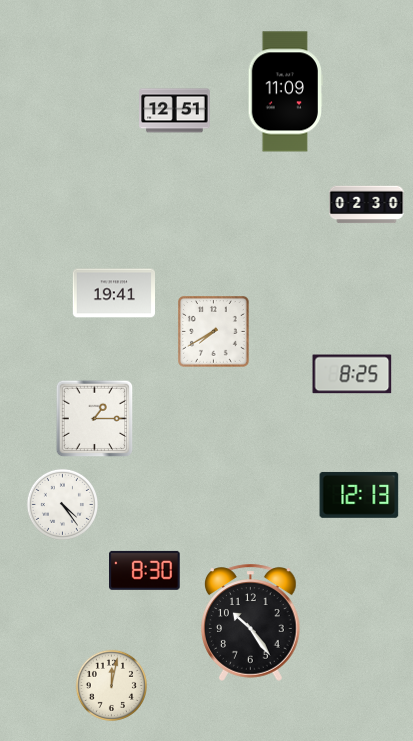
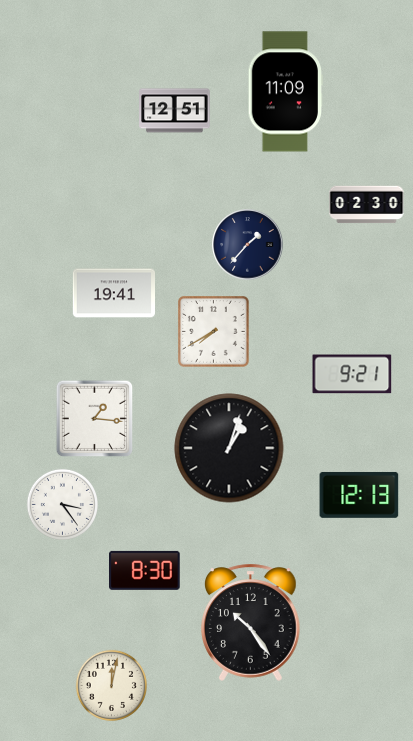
clock at (248, 245): none -> 1:37
clock at (352, 374): 8:25 -> 9:21
clock at (95, 419): 1:15 -> 1:16
clock at (229, 448): none -> 1:03
clock at (62, 504): 4:24 -> 3:24
